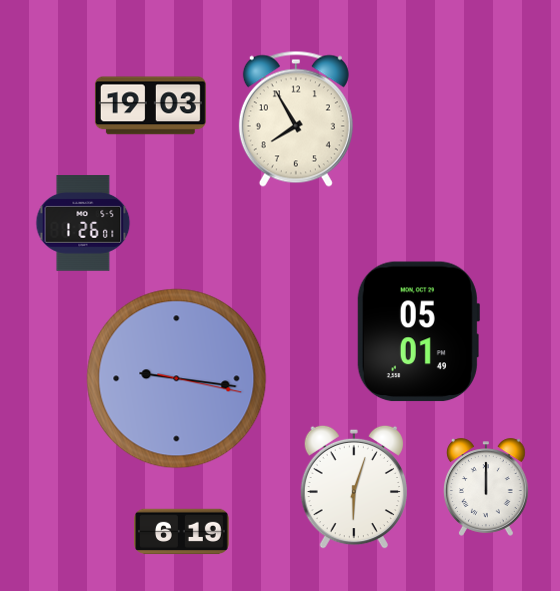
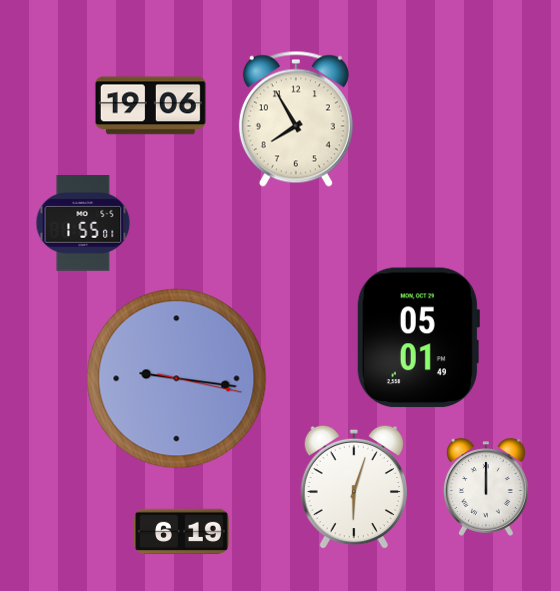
clock at (150, 106): 19:03 -> 19:06
clock at (83, 223): 1:26 -> 1:55
clock at (418, 332) position: (418, 332) -> (418, 338)
